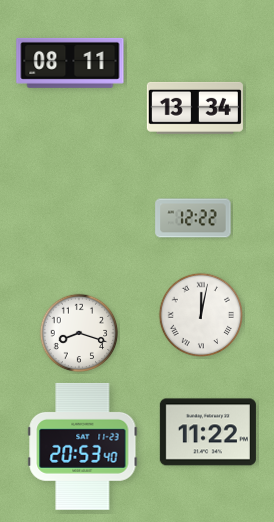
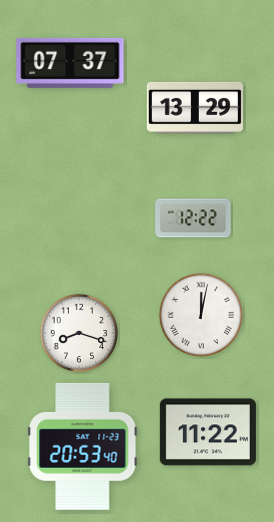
clock at (70, 63): 08:11 -> 07:37
clock at (195, 108): 13:34 -> 13:29
